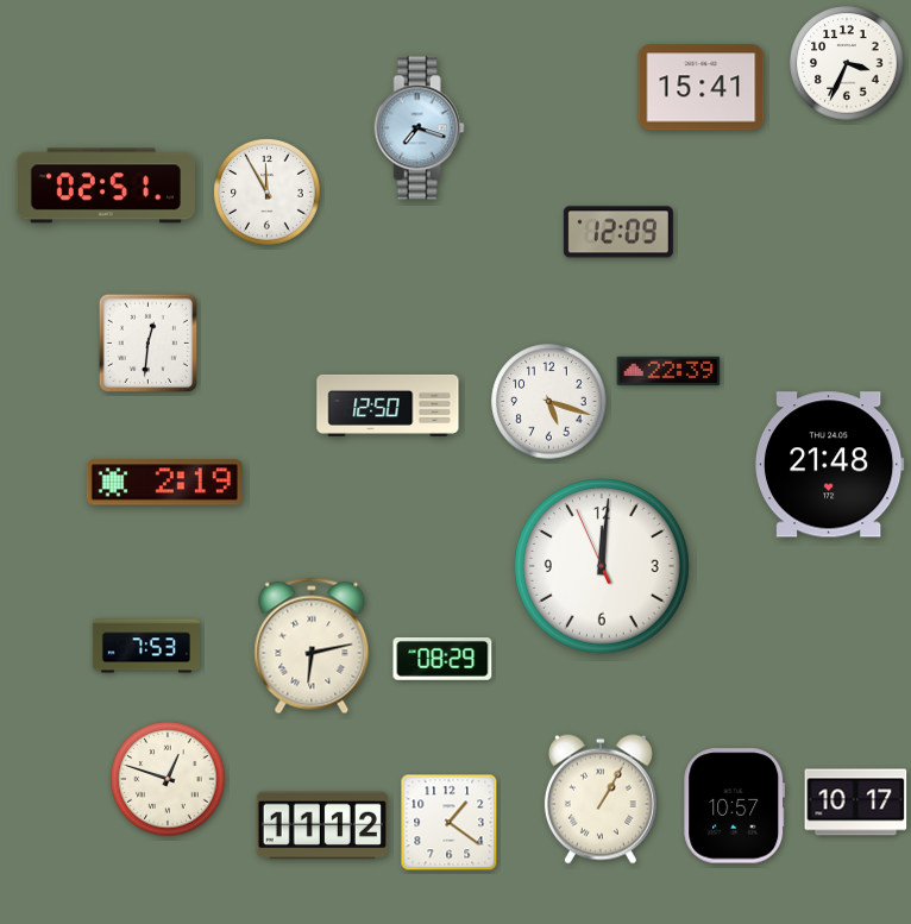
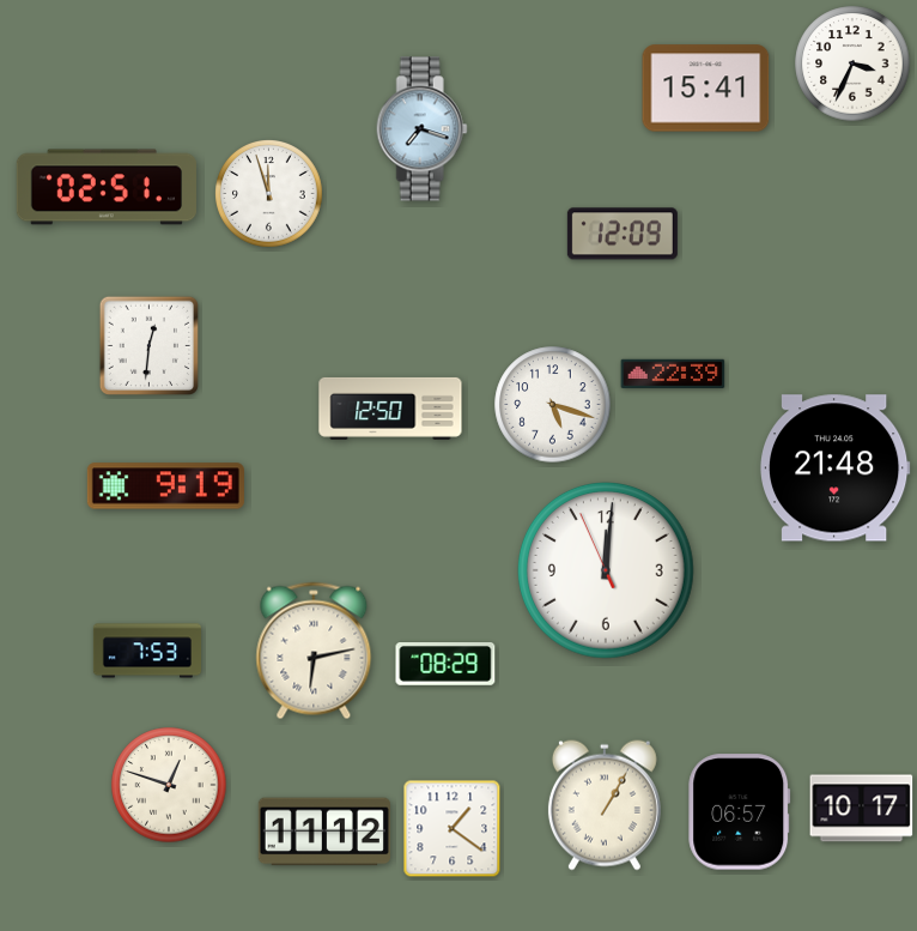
clock at (268, 193): 11:55 -> 11:57
clock at (164, 483): 2:19 -> 9:19
clock at (735, 806): 10:57 -> 06:57
